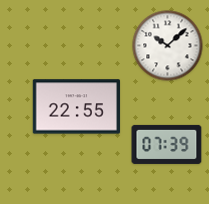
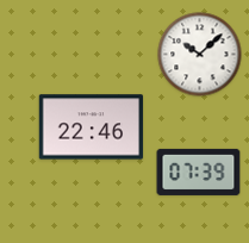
clock at (77, 107): 22:55 -> 22:46
